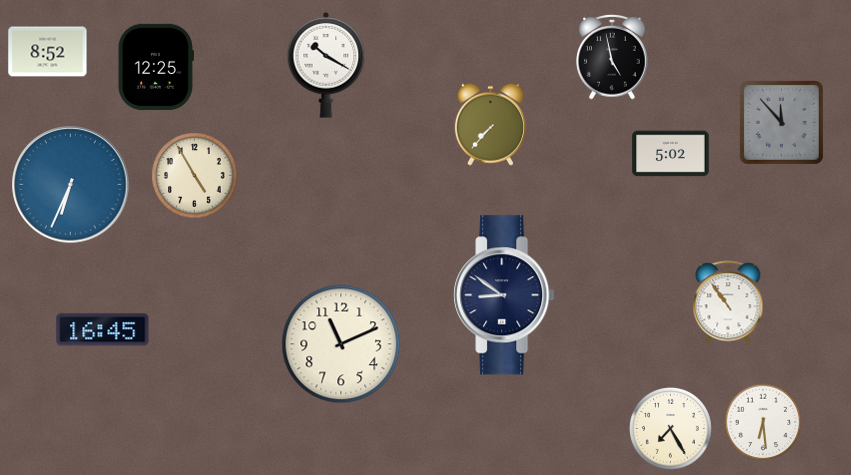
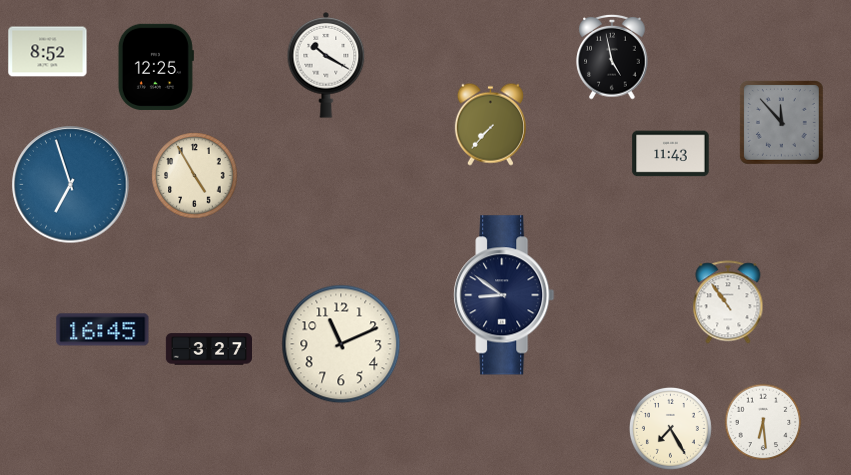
clock at (671, 154): 5:02 -> 11:43
clock at (71, 185): 6:34 -> 6:57
clock at (208, 349): none -> 3:27
